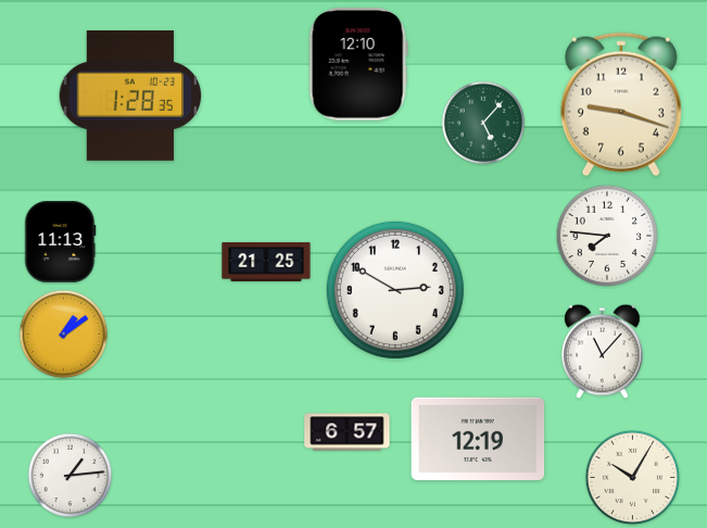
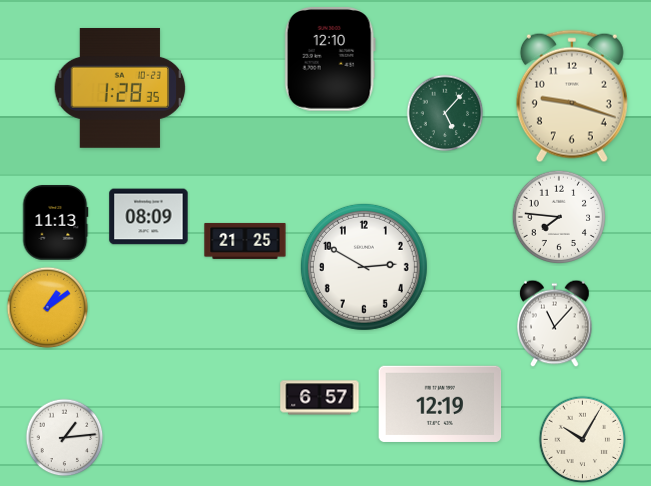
clock at (149, 217): none -> 08:09
clock at (64, 335) position: (64, 335) -> (48, 308)
